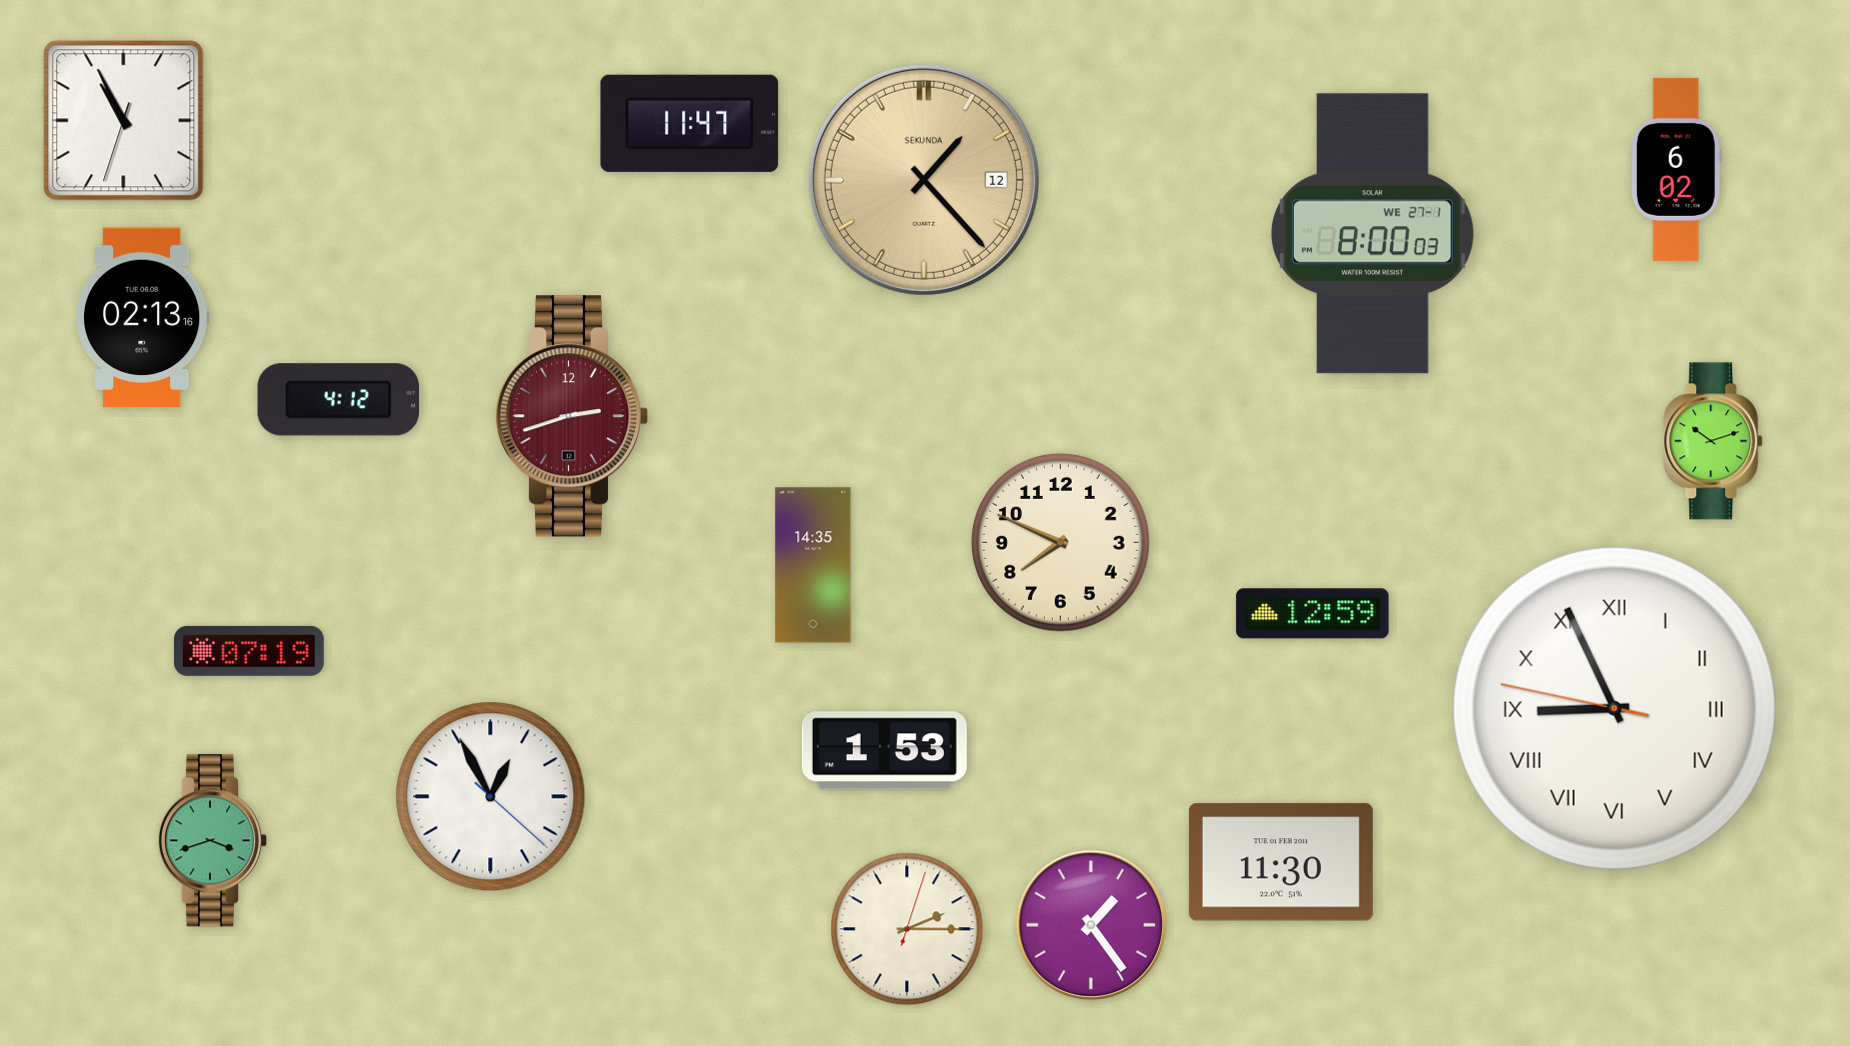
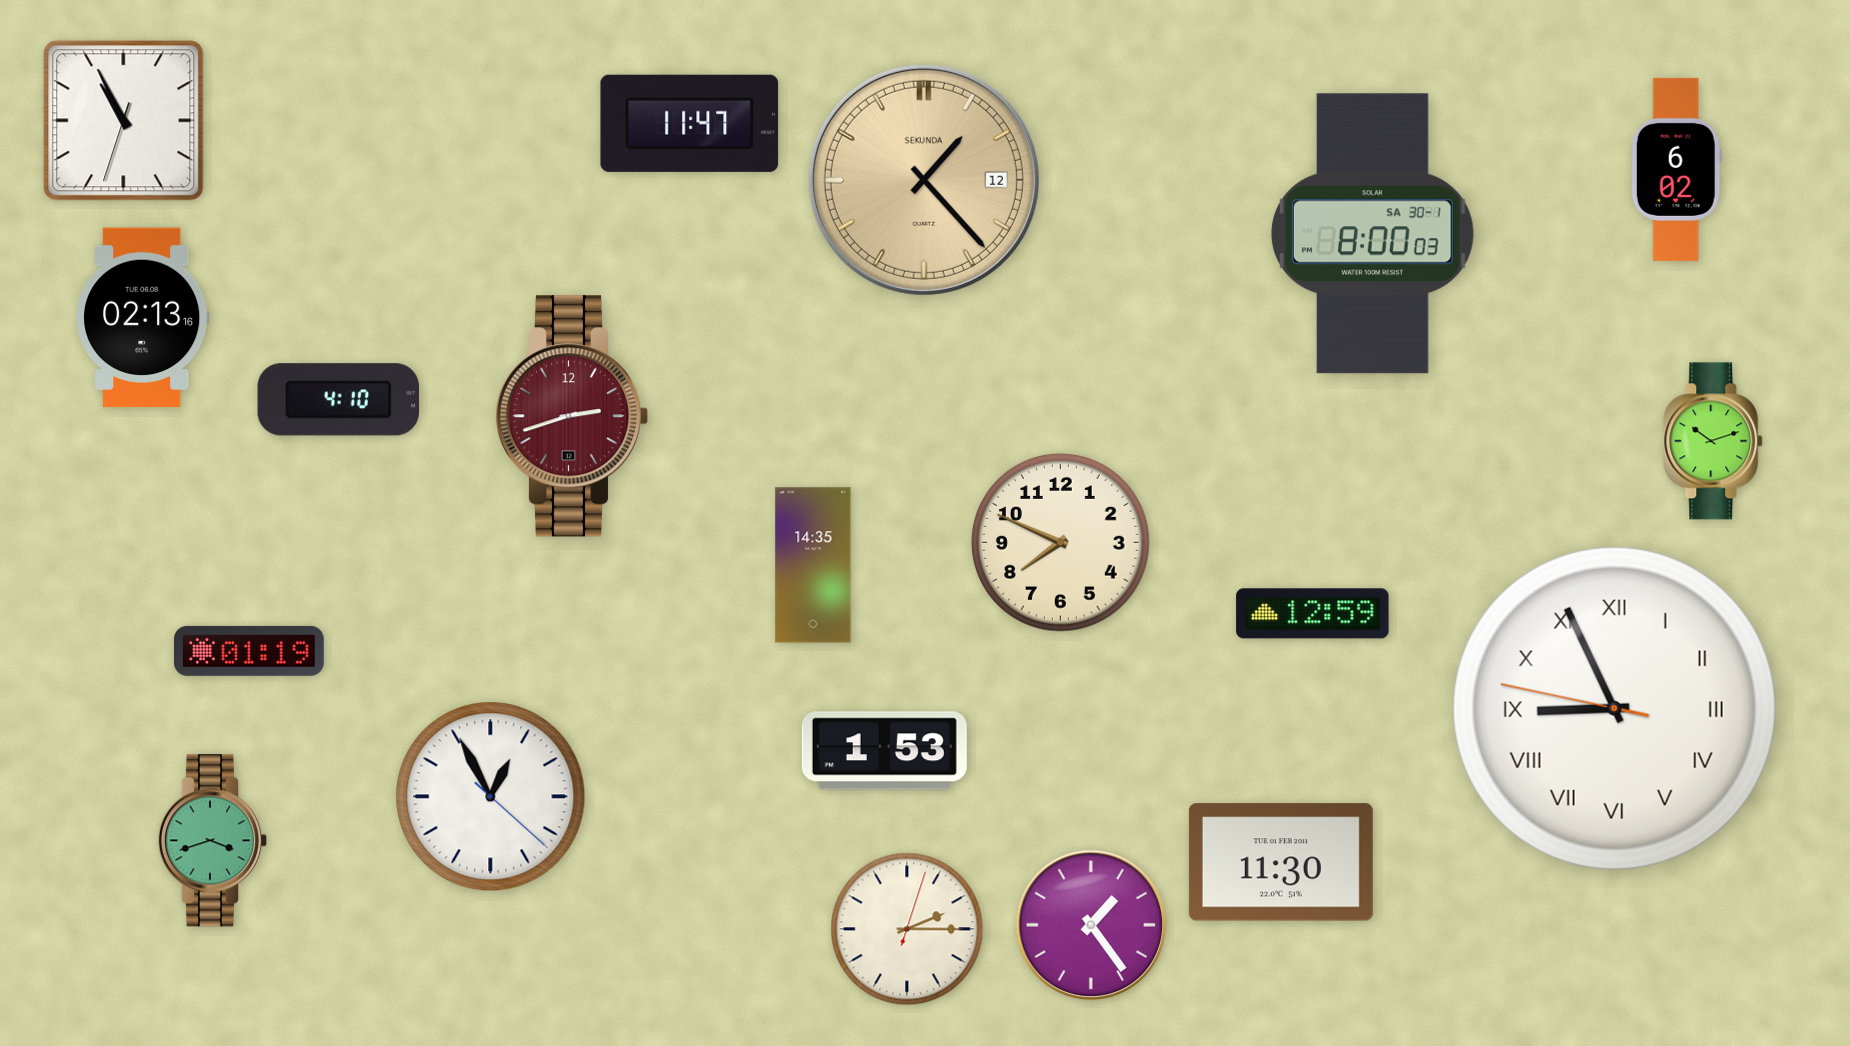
clock at (1372, 234) date: WE 27-1 -> SA 30-1
clock at (338, 400): 4:12 -> 4:10
clock at (249, 651): 07:19 -> 01:19
